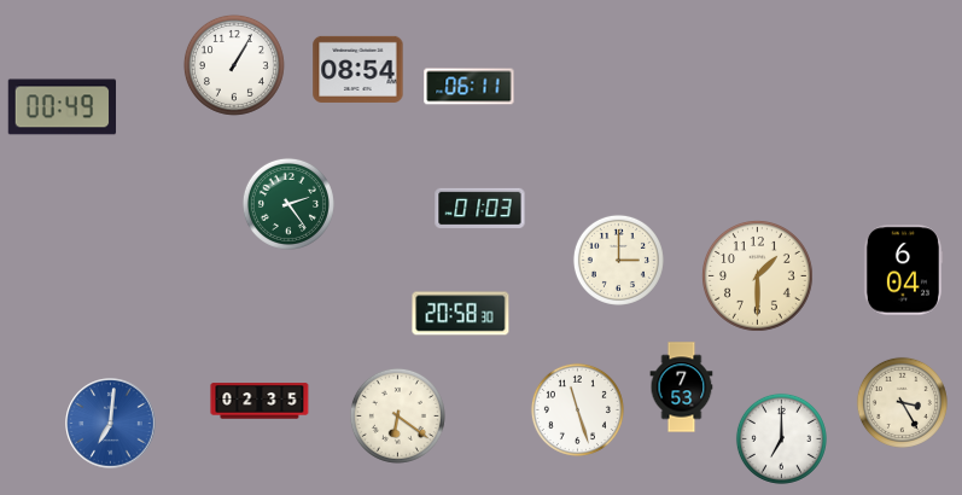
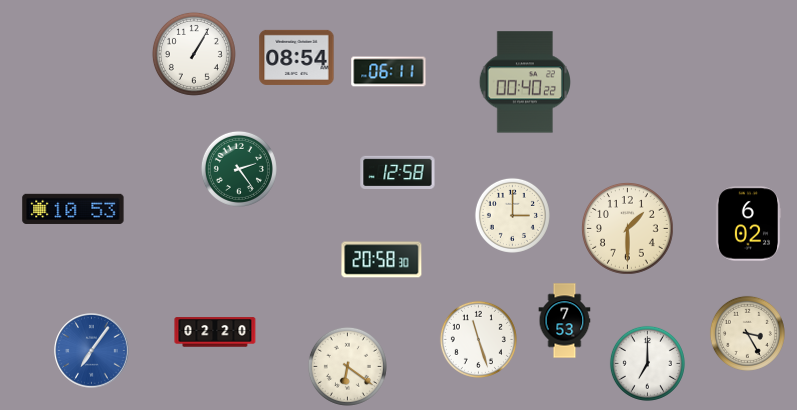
clock at (524, 82): none -> 00:40
clock at (63, 107): 00:49 -> none
clock at (480, 209): 01:03 -> 12:58
clock at (73, 209): none -> 10:53
clock at (903, 270): 6:04 -> 6:02
clock at (260, 401): 02:35 -> 02:20
clock at (397, 415) position: (397, 415) -> (347, 366)
clock at (111, 424): 7:01 -> 7:06
